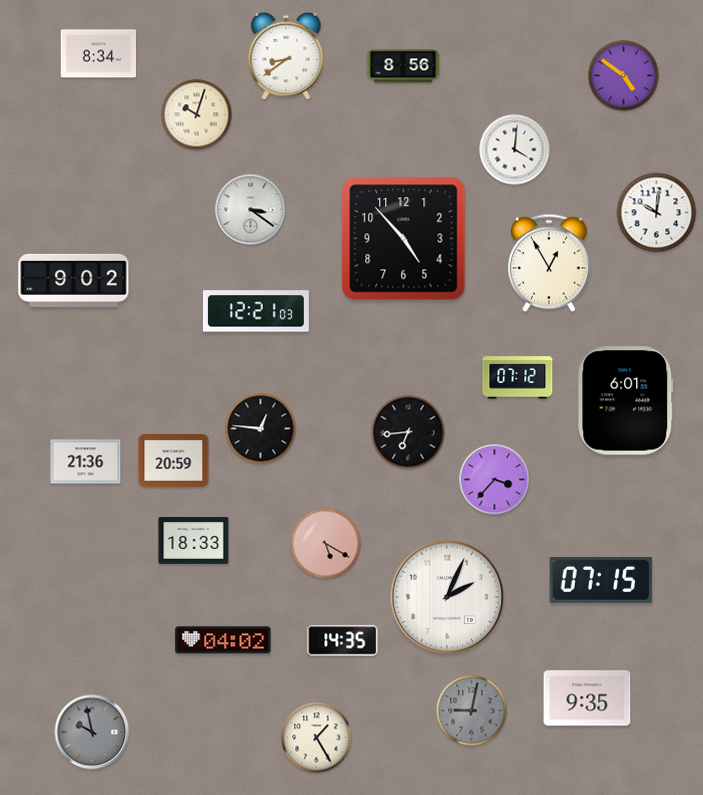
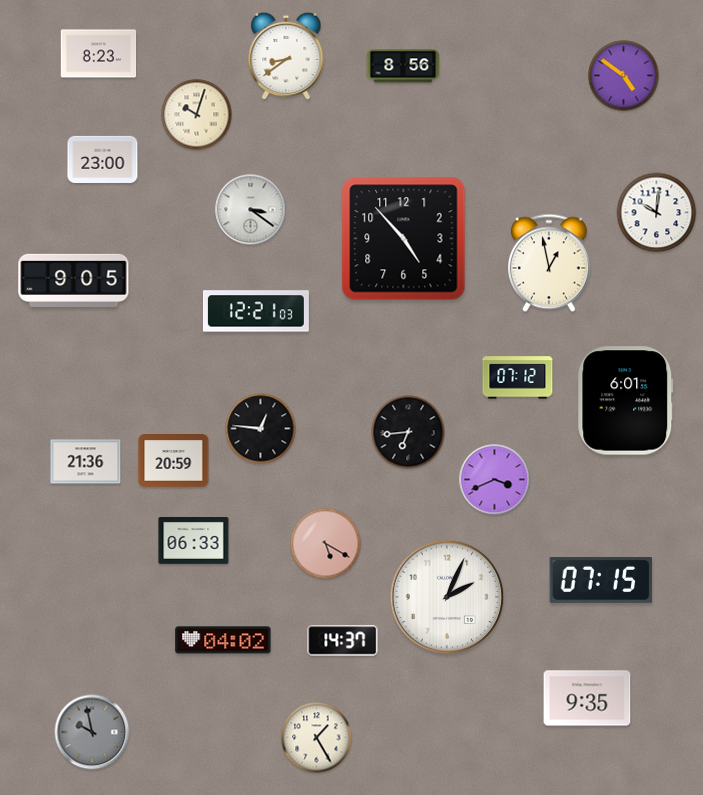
clock at (99, 54): 8:34 -> 8:23
clock at (515, 150): 4:01 -> none
clock at (103, 159): none -> 23:00
clock at (549, 263): 12:55 -> 12:58
clock at (74, 280): 9:02 -> 9:05
clock at (495, 480): 3:37 -> 3:41
clock at (194, 541): 18:33 -> 06:33
clock at (343, 641): 14:35 -> 14:37
clock at (472, 711): 9:02 -> none
